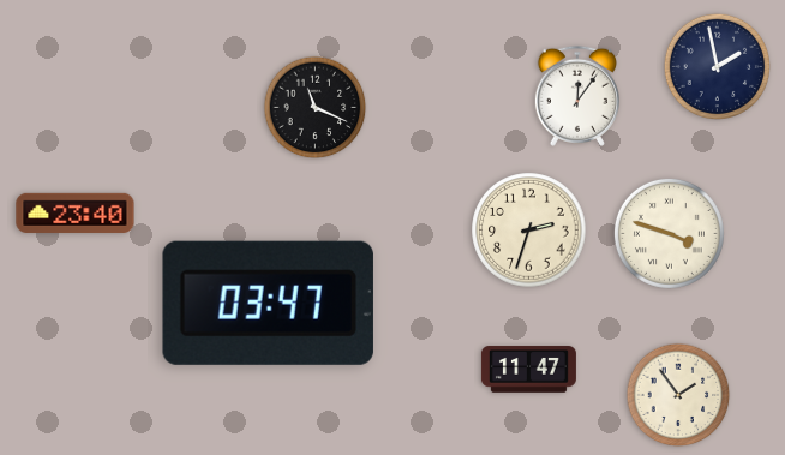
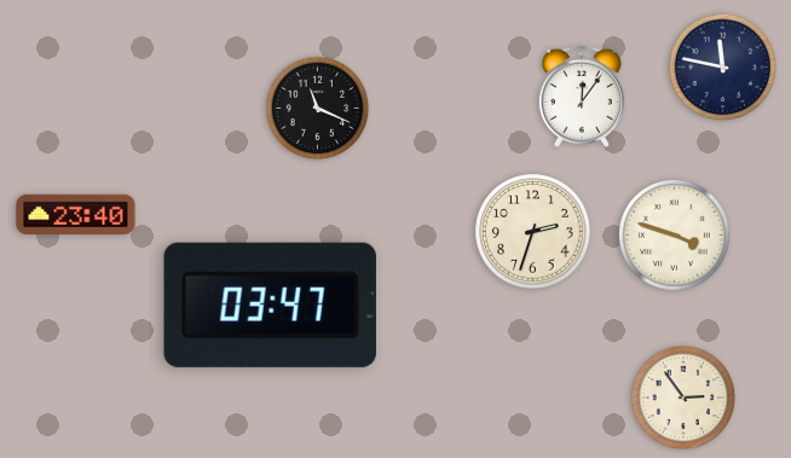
clock at (717, 66): 1:58 -> 11:47
clock at (528, 370): 11:47 -> none
clock at (678, 395): 1:54 -> 2:54
